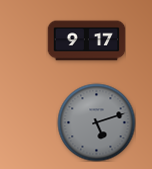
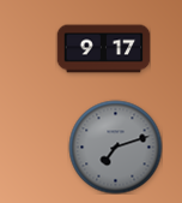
clock at (96, 122): 5:12 -> 7:12
